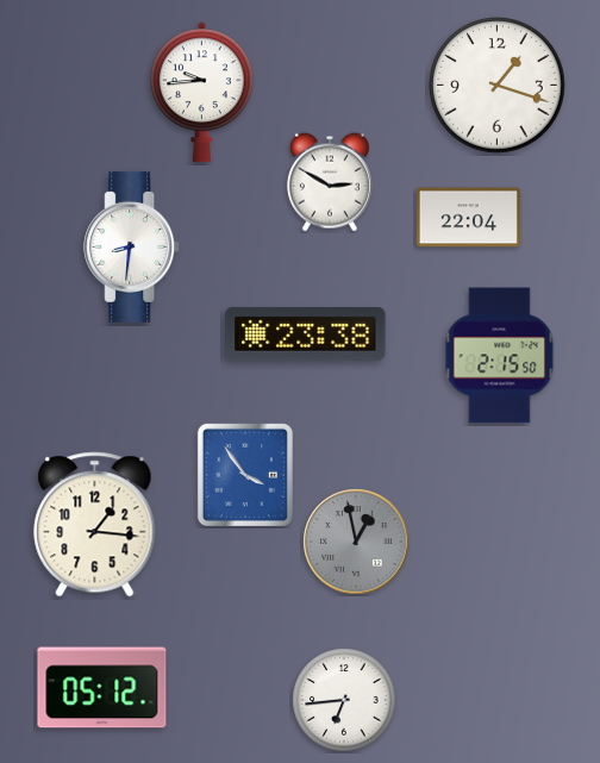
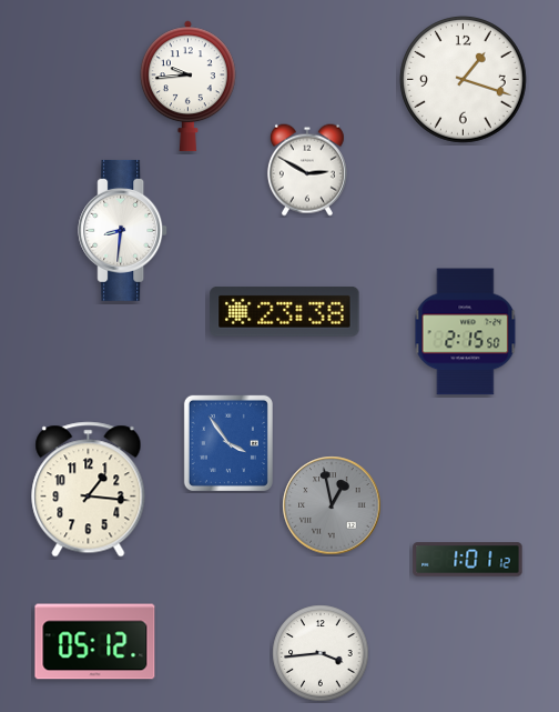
clock at (468, 218): 22:04 -> none
clock at (468, 560): none -> 1:01
clock at (344, 700): 6:44 -> 3:44
